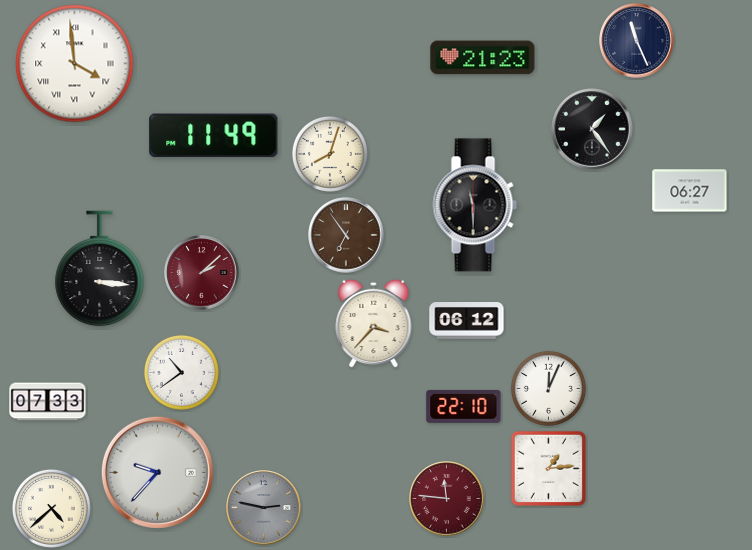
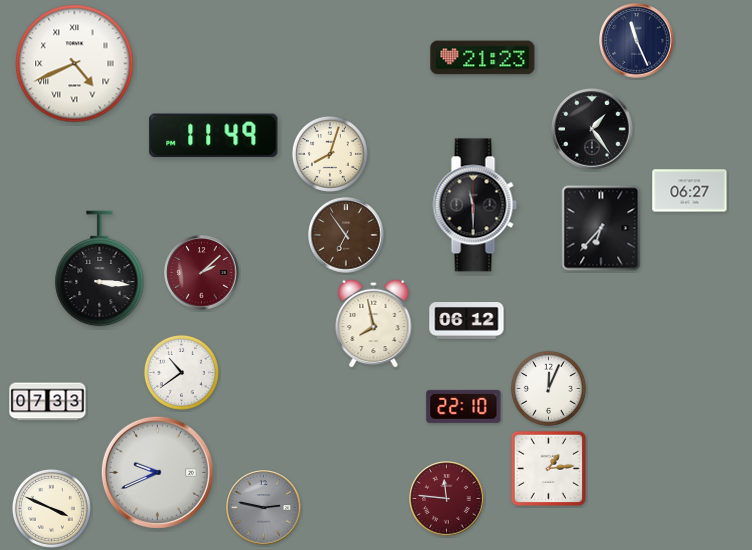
clock at (75, 64): 3:59 -> 4:41
clock at (601, 228): none -> 6:37
clock at (374, 323): 3:37 -> 7:58
clock at (157, 472): 9:37 -> 9:41
clock at (51, 508): 4:38 -> 3:49
